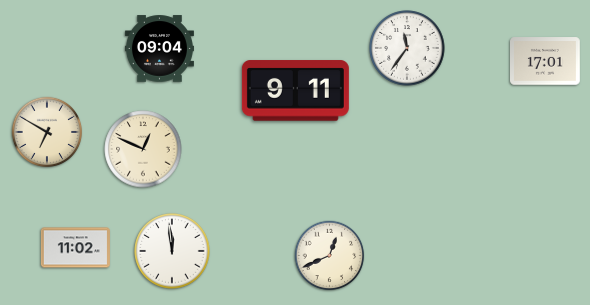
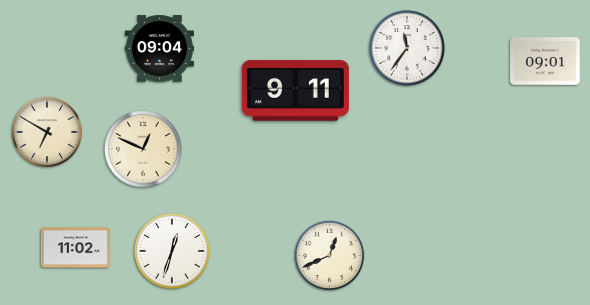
clock at (546, 61): 17:01 -> 09:01
clock at (172, 251): 11:59 -> 12:33
